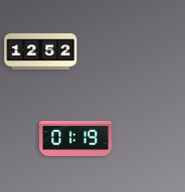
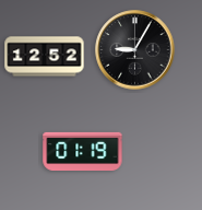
clock at (135, 50): none -> 9:05
